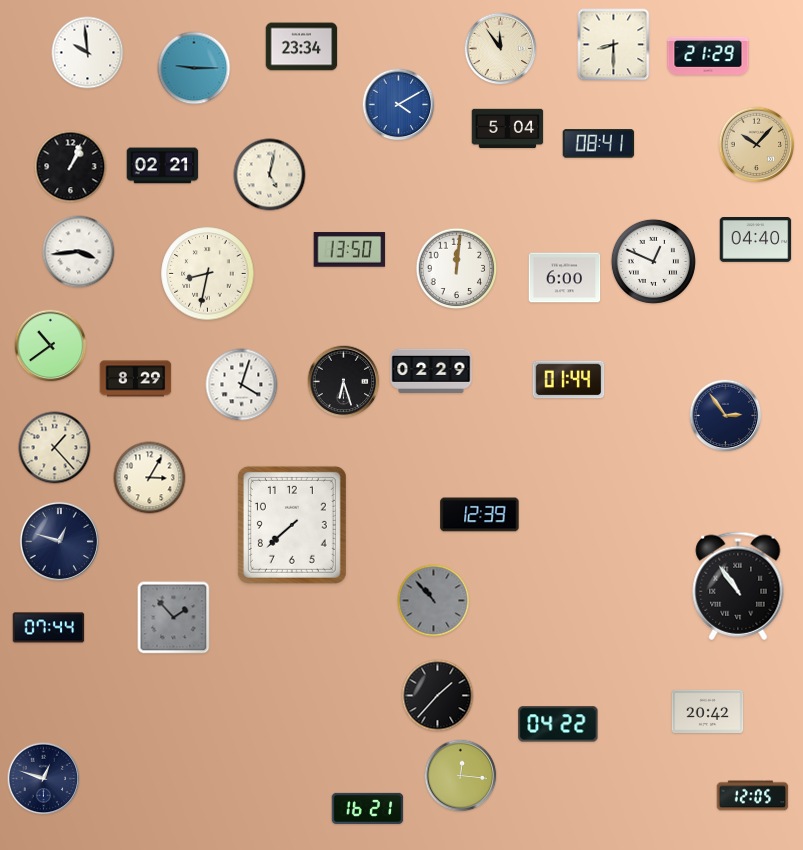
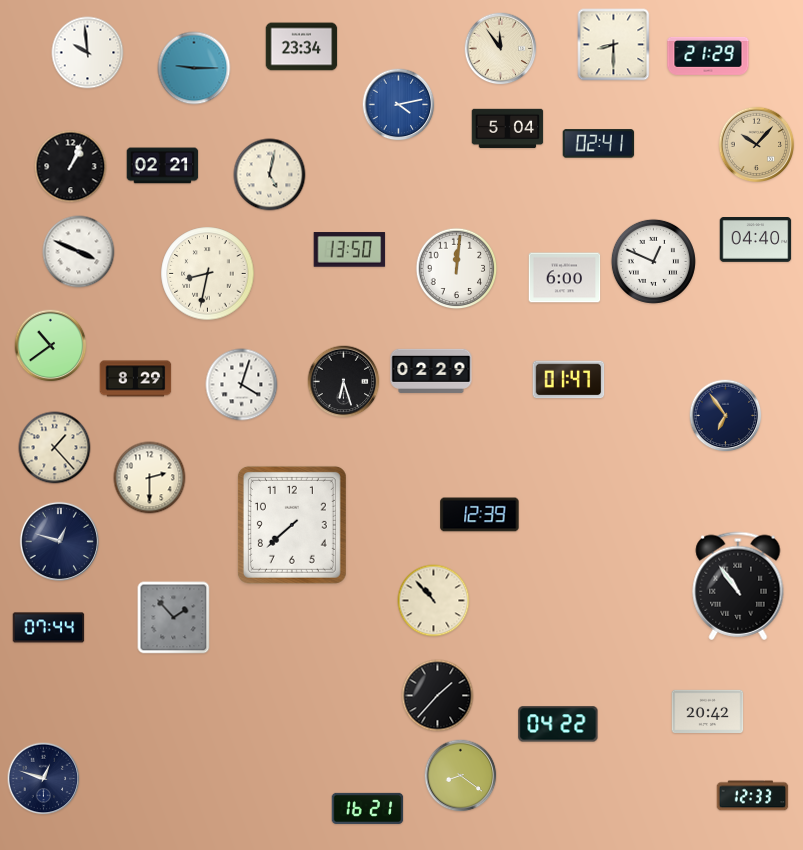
clock at (399, 105): 4:10 -> 4:13
clock at (599, 144): 08:41 -> 02:41
clock at (79, 252): 3:44 -> 3:49
clock at (569, 380): 01:44 -> 01:47
clock at (726, 416): 2:54 -> 6:54
clock at (150, 478): 3:05 -> 2:30
clock at (434, 601) dial: grey -> cream
clock at (461, 776): 12:16 -> 8:21
clock at (753, 796): 12:05 -> 12:33
